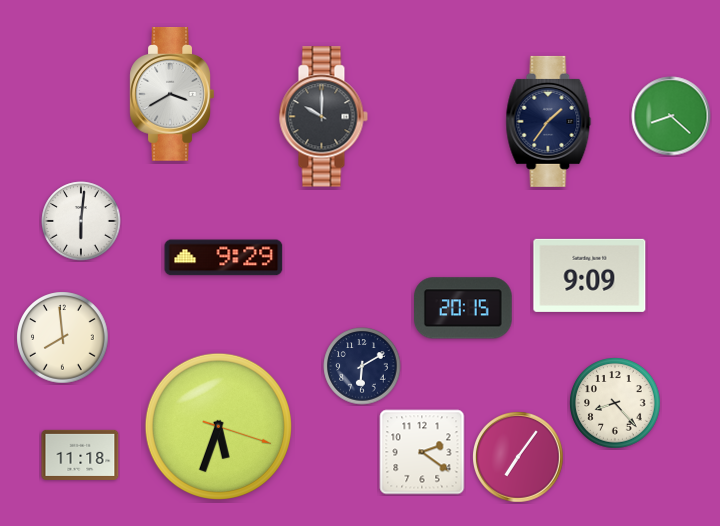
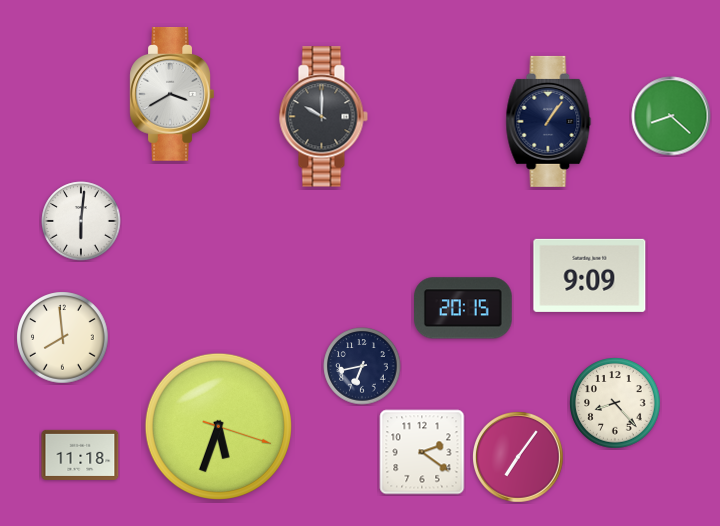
clock at (549, 121): 1:36 -> 1:06
clock at (224, 258): 9:29 -> none
clock at (362, 366): 6:10 -> 6:43
